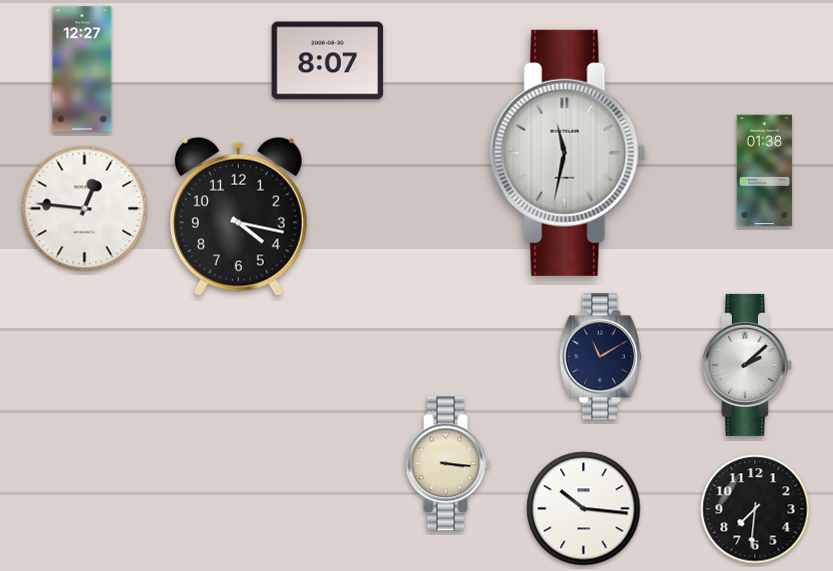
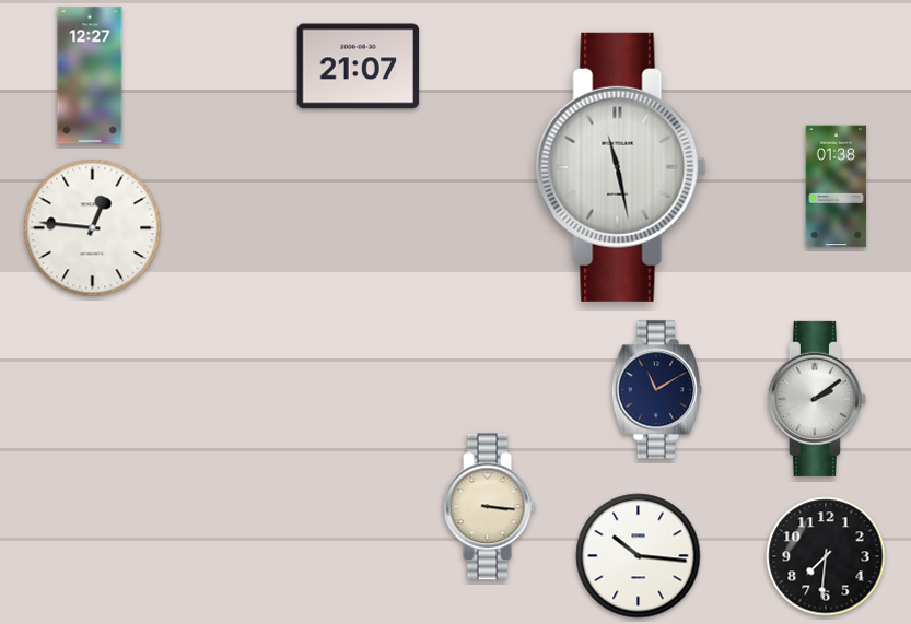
clock at (328, 61): 8:07 -> 21:07
clock at (568, 153): 11:32 -> 11:28
clock at (238, 216): 4:17 -> none
clock at (747, 365): 2:08 -> 2:09
